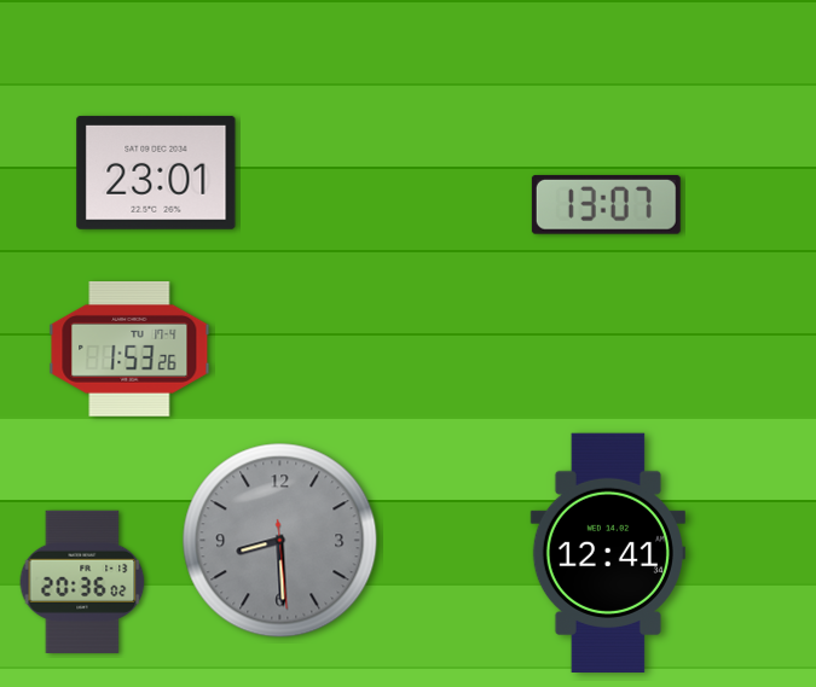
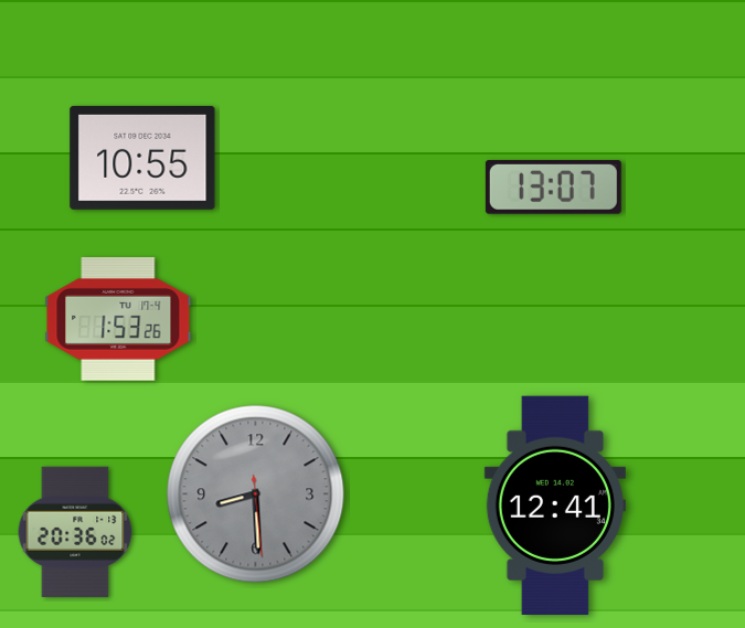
clock at (156, 173): 23:01 -> 10:55
